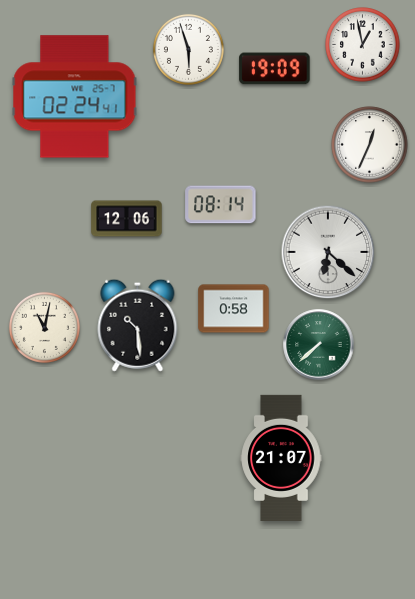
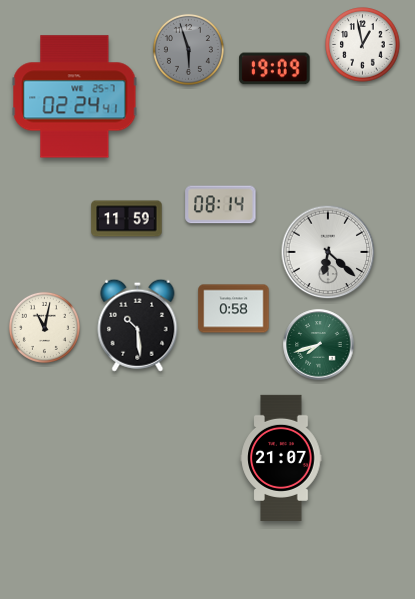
clock at (188, 49) dial: white -> grey
clock at (370, 145): 12:34 -> none
clock at (127, 219): 12:06 -> 11:59
clock at (319, 345): 7:38 -> 7:42
